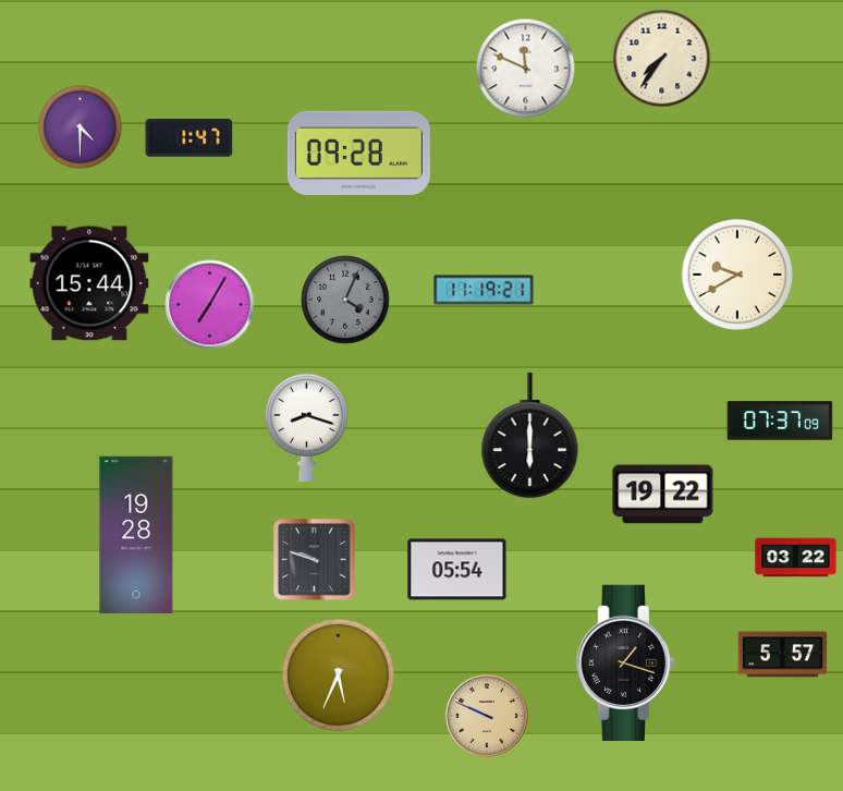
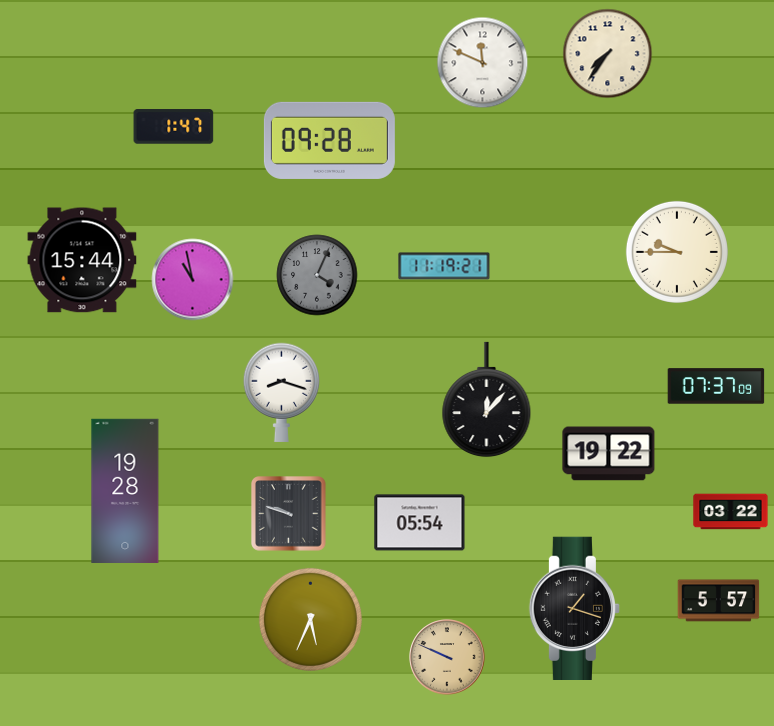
clock at (81, 127): 4:30 -> none
clock at (737, 275): 9:40 -> 9:45
clock at (210, 305): 7:05 -> 10:58
clock at (530, 436): 6:00 -> 12:07
